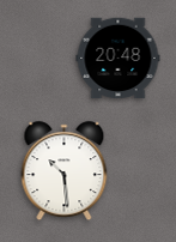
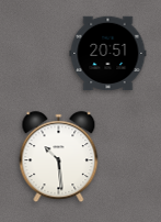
clock at (119, 59): 20:48 -> 20:51
